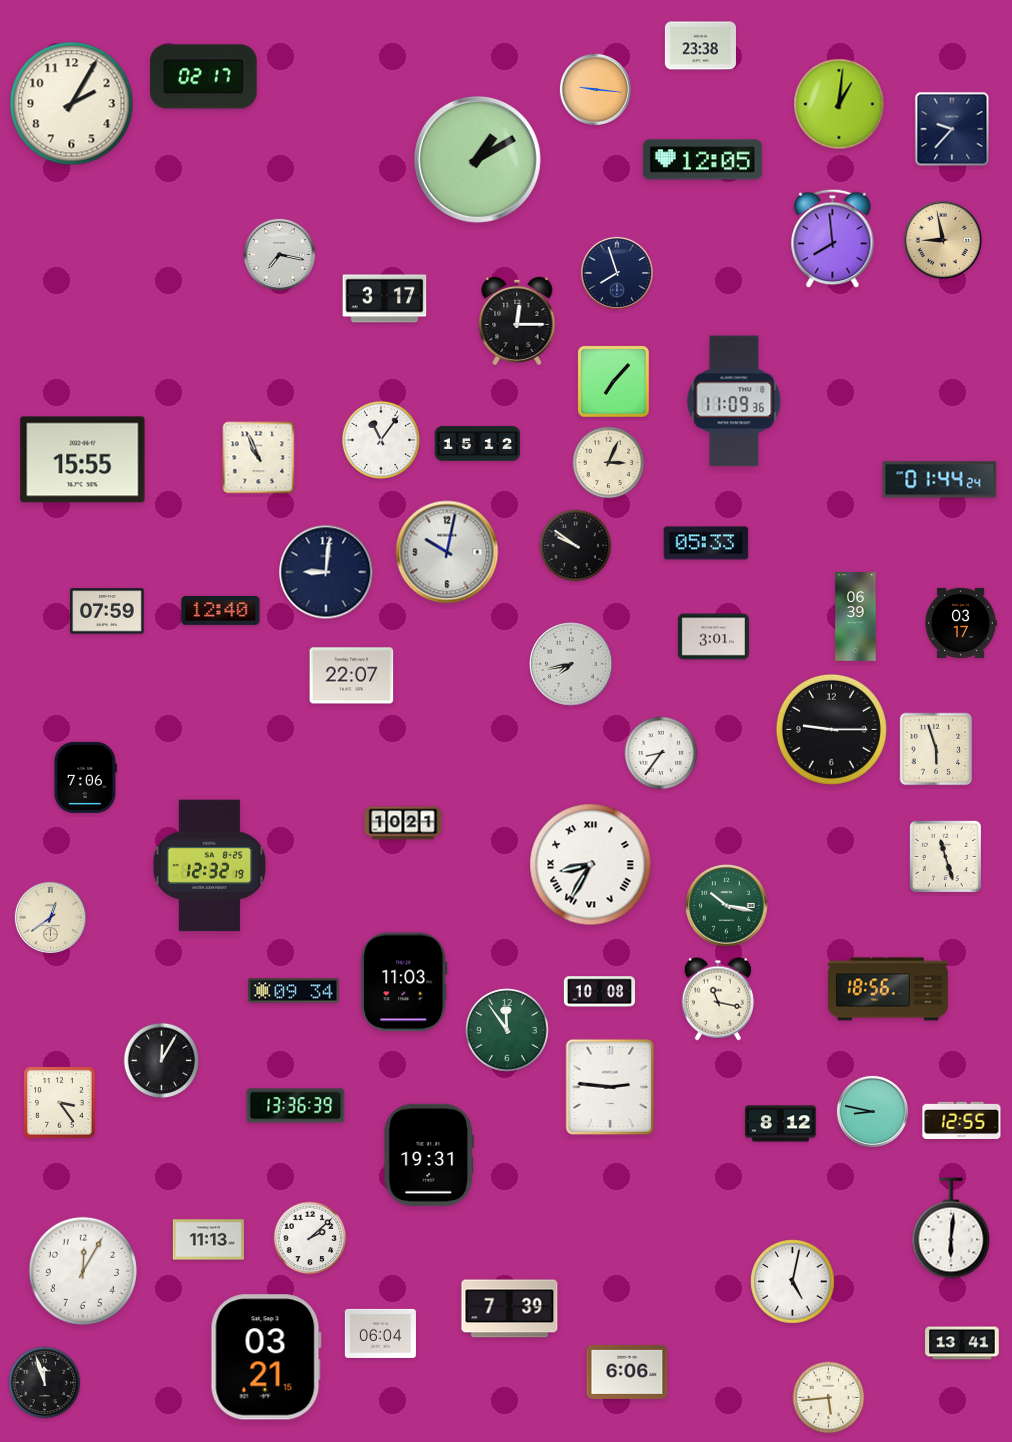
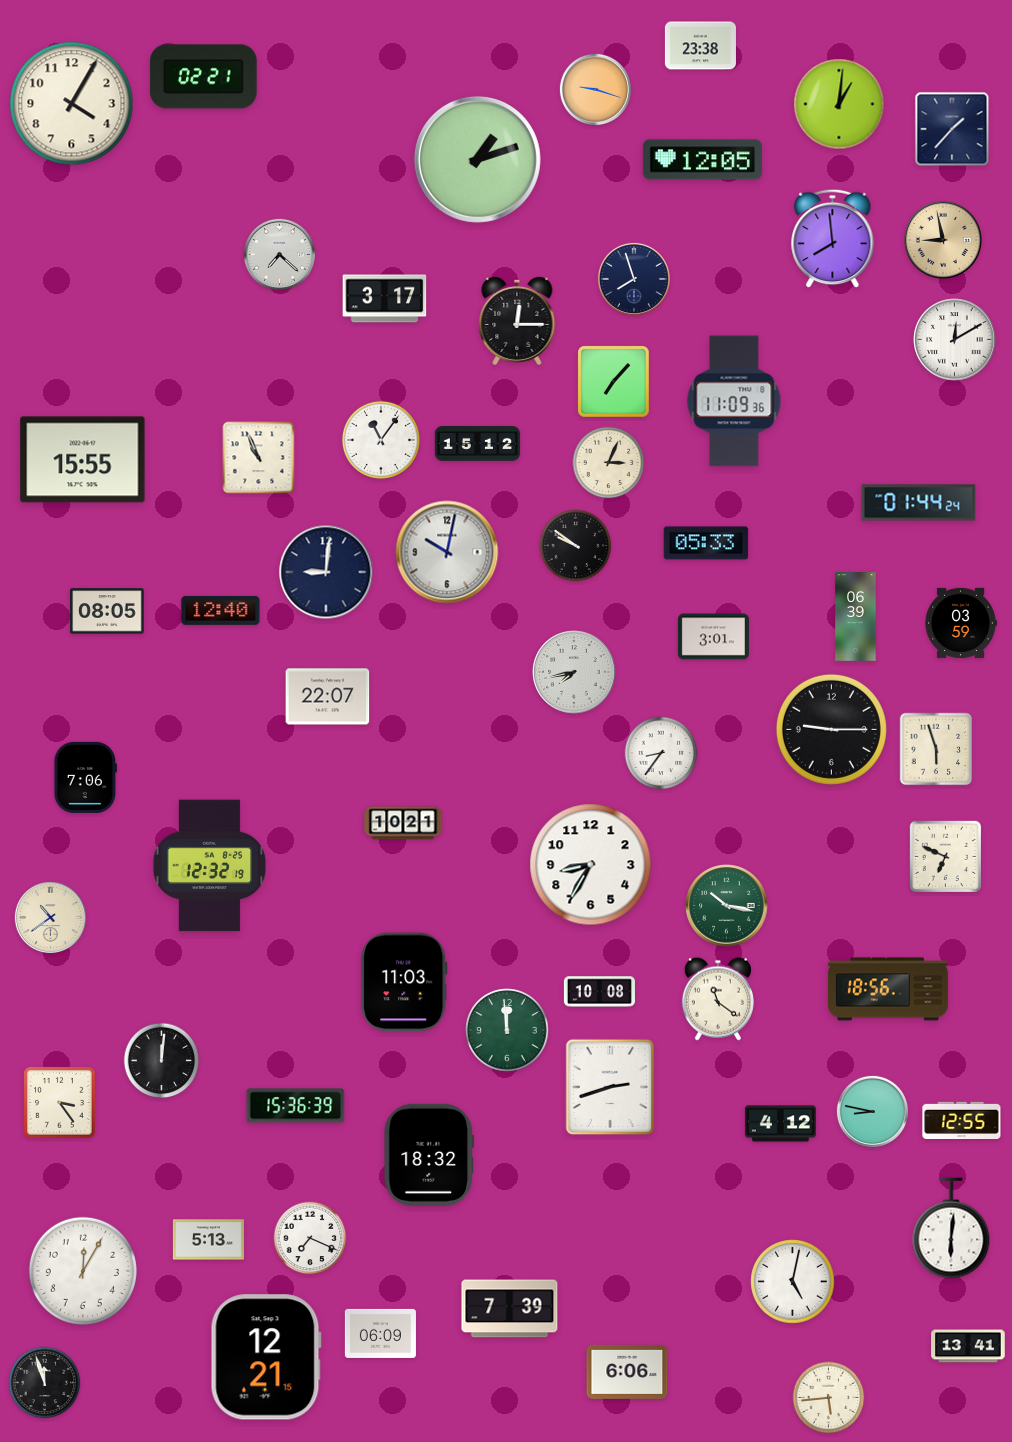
clock at (204, 77): 02:17 -> 02:21
clock at (595, 89): 9:16 -> 9:18
clock at (72, 104): 2:05 -> 4:05
clock at (952, 129): 9:37 -> 1:37
clock at (477, 159): 1:10 -> 1:12
clock at (279, 254): 7:17 -> 7:22
clock at (617, 273) position: (617, 273) -> (634, 279)
clock at (955, 340): none -> 12:10
clock at (940, 480) position: (940, 480) -> (919, 503)
clock at (107, 611): 07:59 -> 08:05
clock at (961, 623): 03:17 -> 03:59
clock at (571, 664) position: (571, 664) -> (574, 672)
clock at (352, 676) position: (352, 676) -> (328, 697)
clock at (945, 856): 11:27 -> 6:49
clock at (591, 865) numerals: Roman -> Arabic
clock at (50, 917): 12:39 -> 10:39
clock at (294, 991): 09:34 -> none
clock at (718, 999): 11:17 -> 11:21
clock at (507, 1030): 11:54 -> 11:59
clock at (162, 1061): 12:05 -> 12:01
clock at (610, 1087): 2:46 -> 2:42
clock at (296, 1106): 13:36 -> 15:36
clock at (780, 1124): 8:12 -> 4:12
clock at (428, 1155): 19:31 -> 18:32
clock at (310, 1238): 2:08 -> 7:19
clock at (208, 1240): 11:13 -> 5:13
clock at (380, 1333): 06:04 -> 06:09
clock at (962, 1343) position: (962, 1343) -> (968, 1346)
clock at (266, 1357): 03:21 -> 12:21
